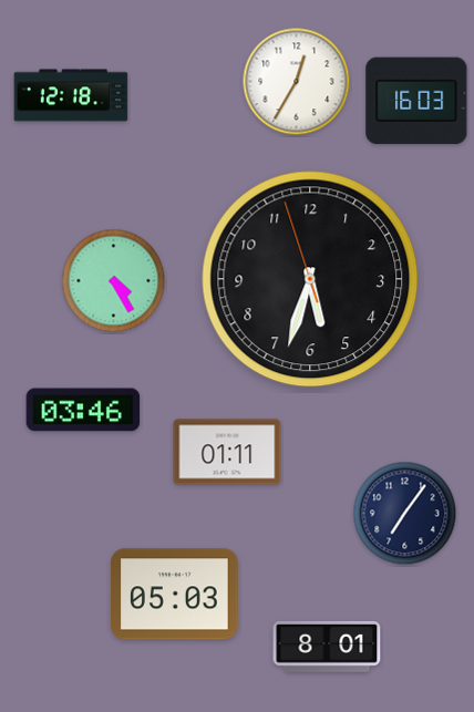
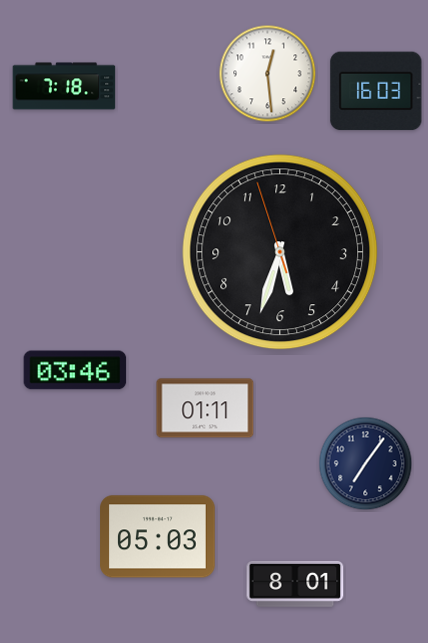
clock at (297, 82): 12:35 -> 12:29
clock at (71, 95): 12:18 -> 7:18
clock at (114, 281): 4:25 -> none
